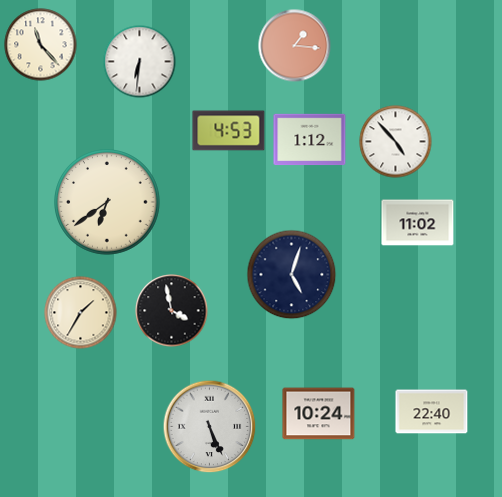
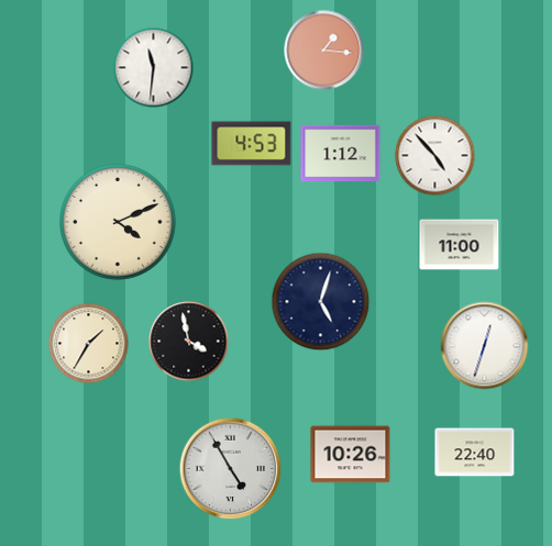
clock at (41, 45): 11:23 -> none
clock at (140, 62): 6:31 -> 11:31
clock at (108, 203): 6:39 -> 4:11
clock at (418, 223): 11:02 -> 11:00
clock at (485, 346): none -> 12:33
clock at (319, 414): 10:24 -> 10:26
clock at (210, 427): 5:26 -> 4:55
